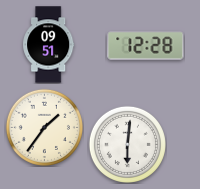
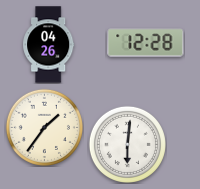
clock at (49, 45): 09:51 -> 04:26
clock at (146, 46) position: (146, 46) -> (146, 43)
